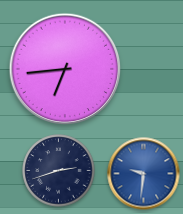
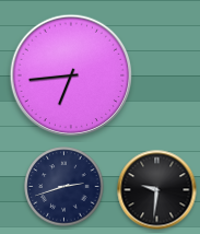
clock at (144, 174) dial: blue -> black
